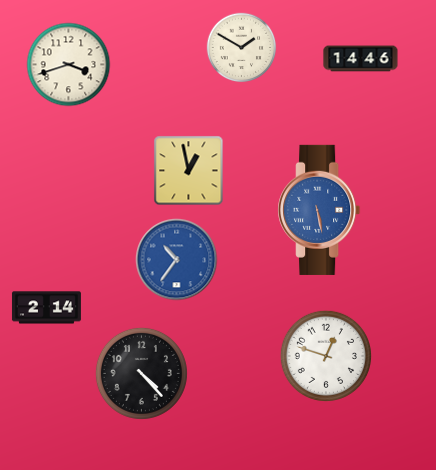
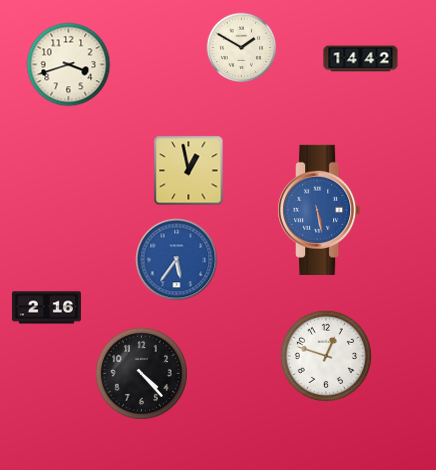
clock at (361, 59): 14:46 -> 14:42
clock at (177, 260): 10:36 -> 5:36
clock at (46, 308): 2:14 -> 2:16
